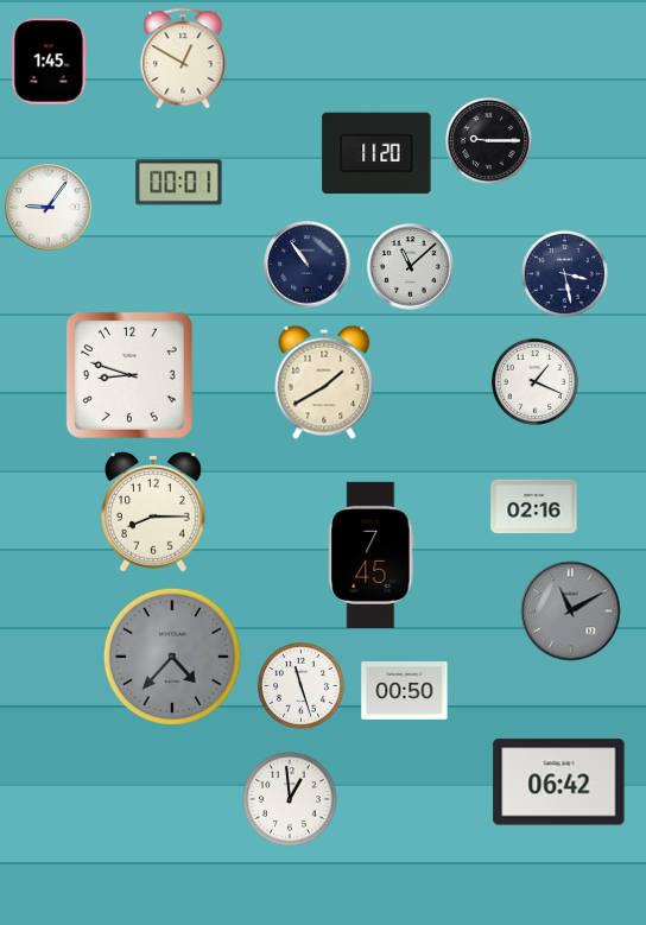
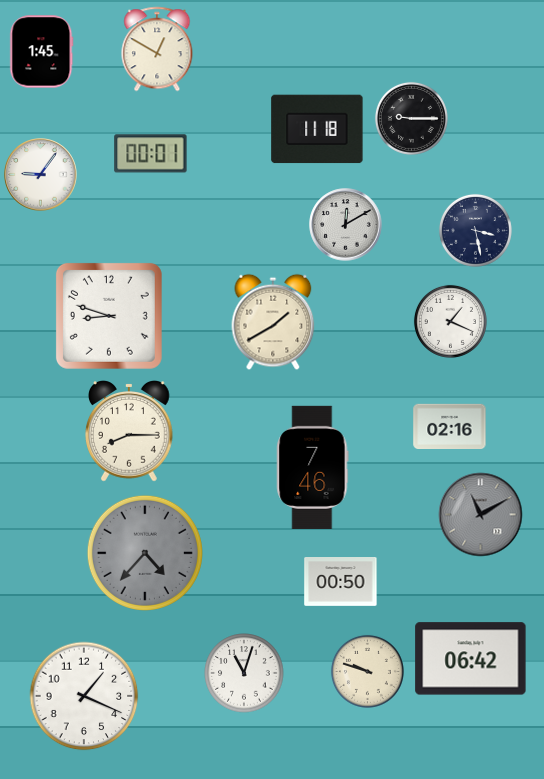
clock at (183, 58) position: (183, 58) -> (157, 49)
clock at (376, 153): 11:20 -> 11:18
clock at (308, 265): 10:54 -> none
clock at (411, 267): 11:08 -> 12:10
clock at (372, 555): 7:45 -> 7:46
clock at (300, 685): 11:27 -> none
clock at (367, 671): none -> 9:48
clock at (290, 799): 12:59 -> 11:03
clock at (84, 696): none -> 1:19
